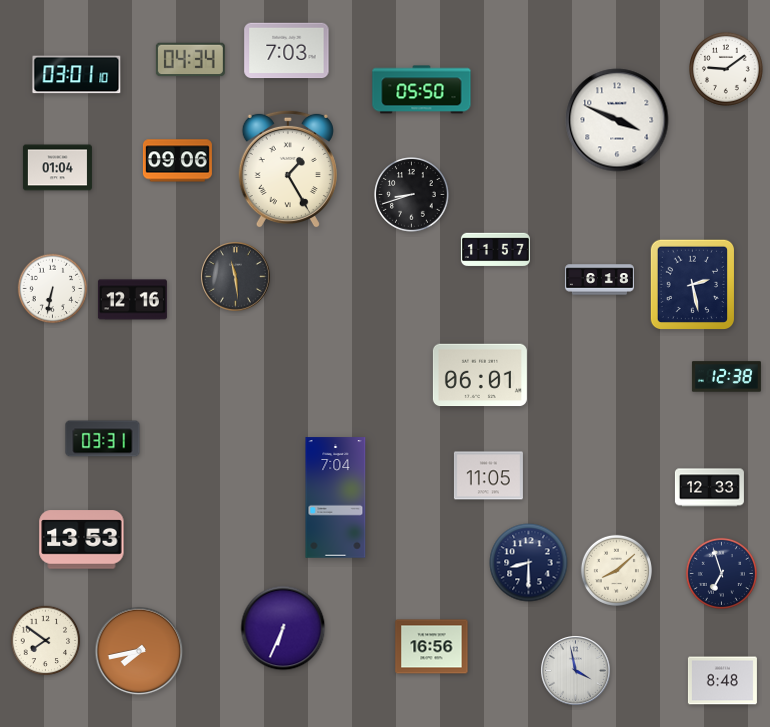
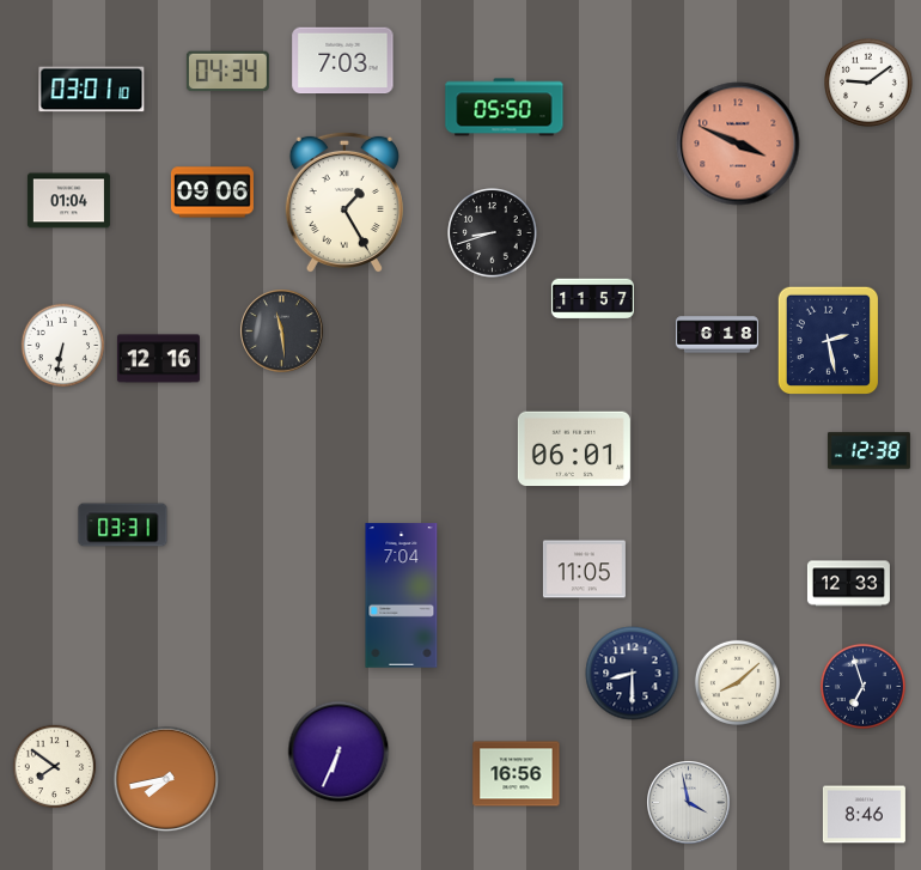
clock at (617, 120) dial: white -> salmon
clock at (82, 540): 13:53 -> none
clock at (722, 681): 8:48 -> 8:46
